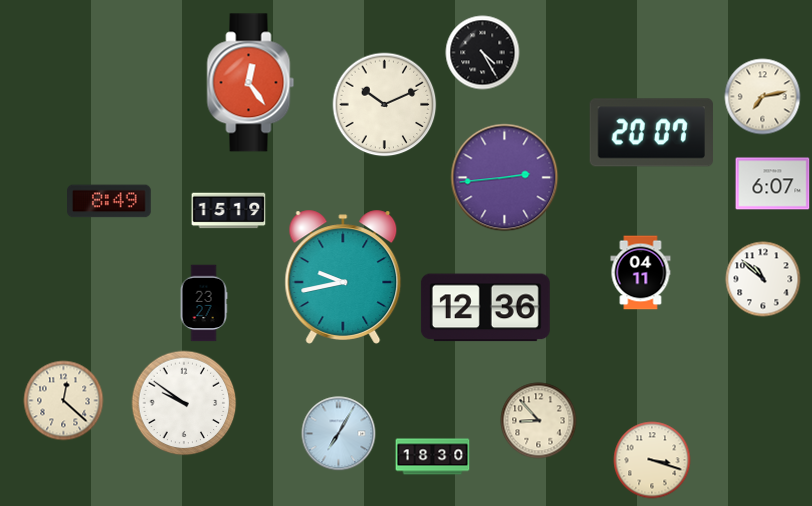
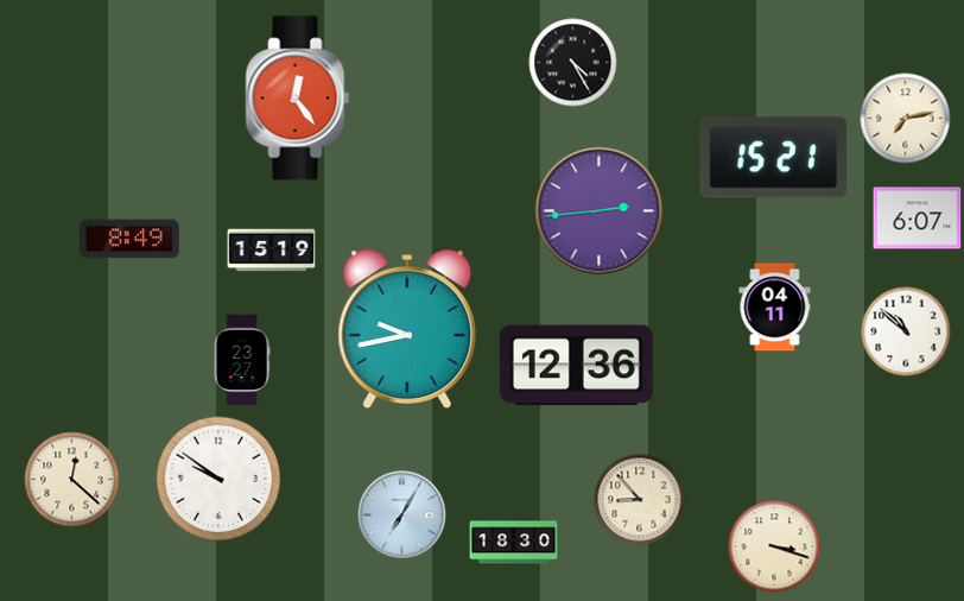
clock at (763, 97) position: (763, 97) -> (906, 119)
clock at (385, 105): 10:11 -> none
clock at (651, 133): 20:07 -> 15:21
clock at (641, 273) position: (641, 273) -> (775, 308)
clock at (64, 401) position: (64, 401) -> (72, 480)
